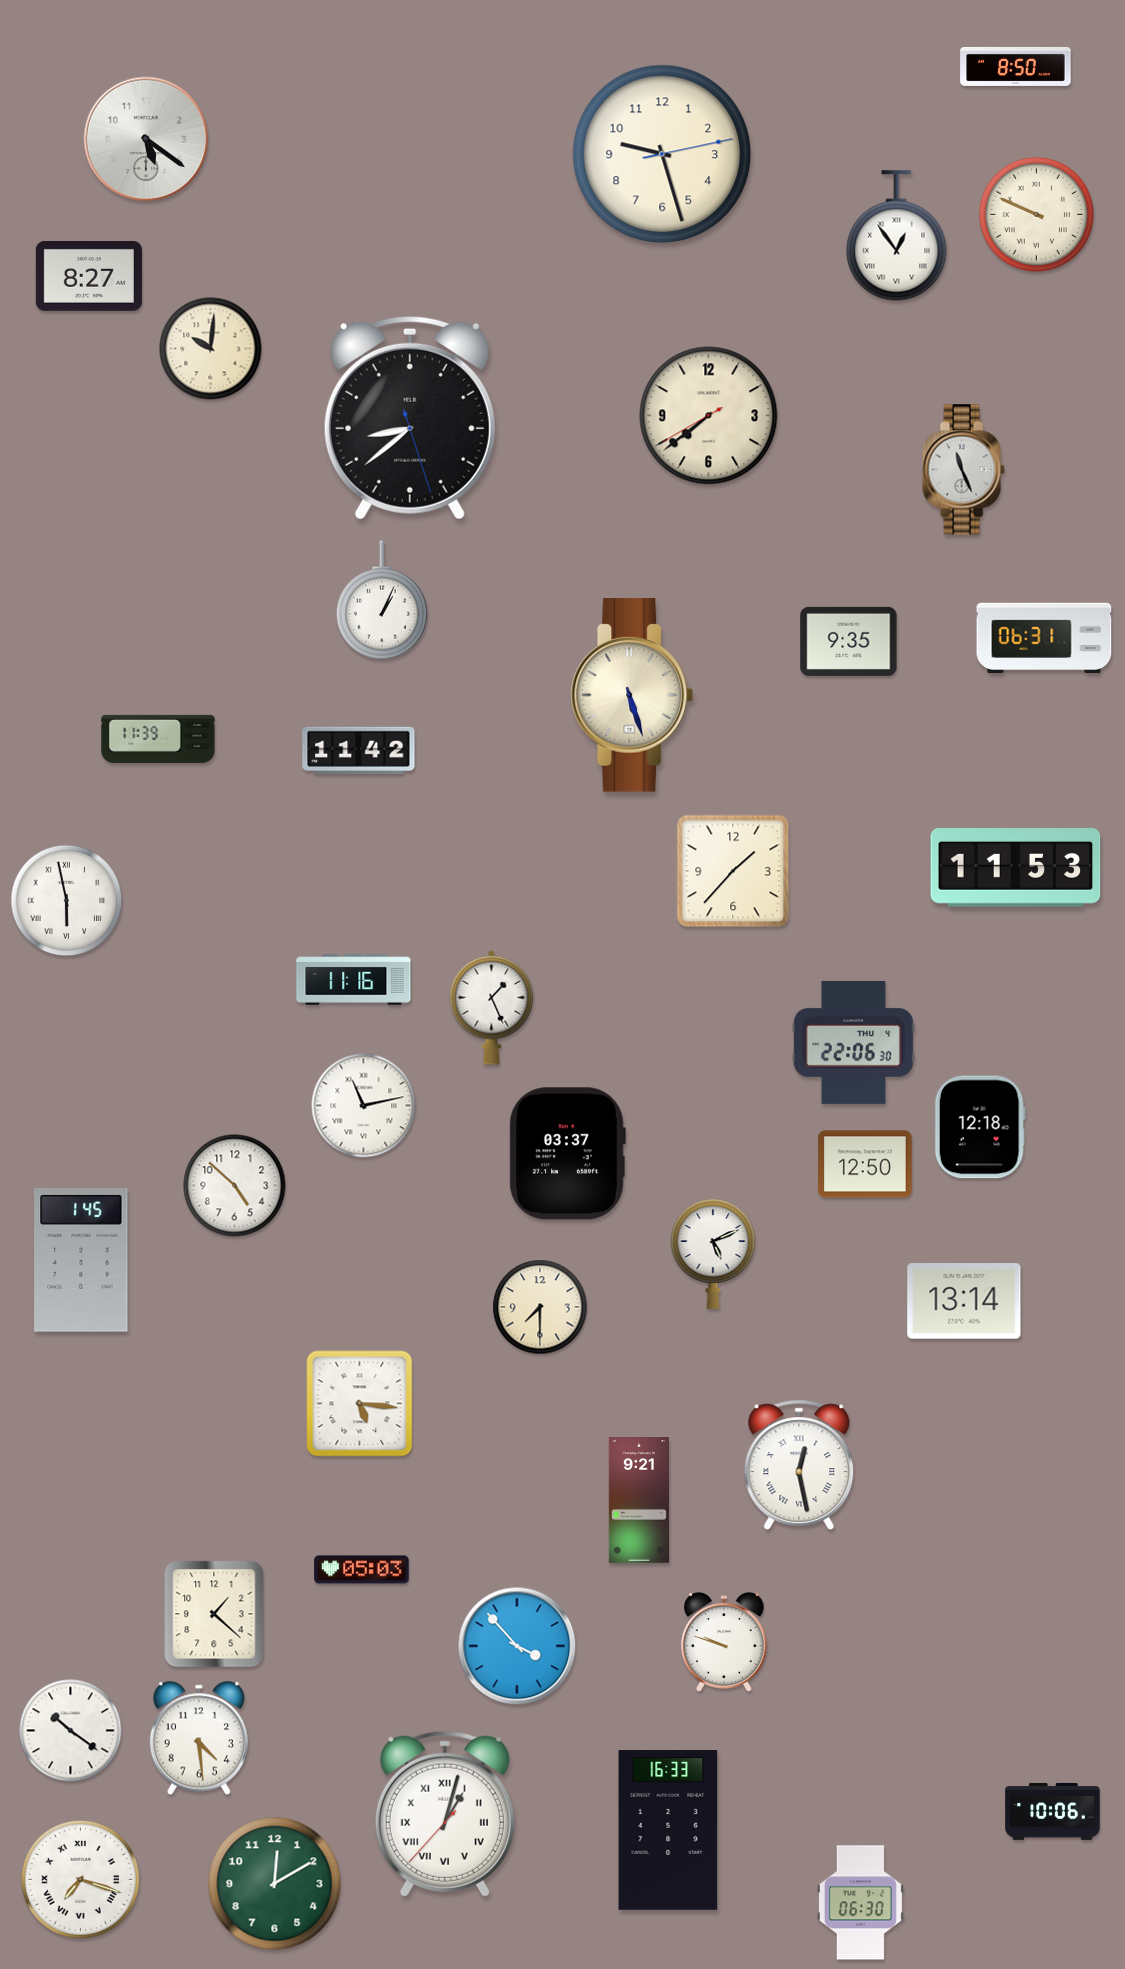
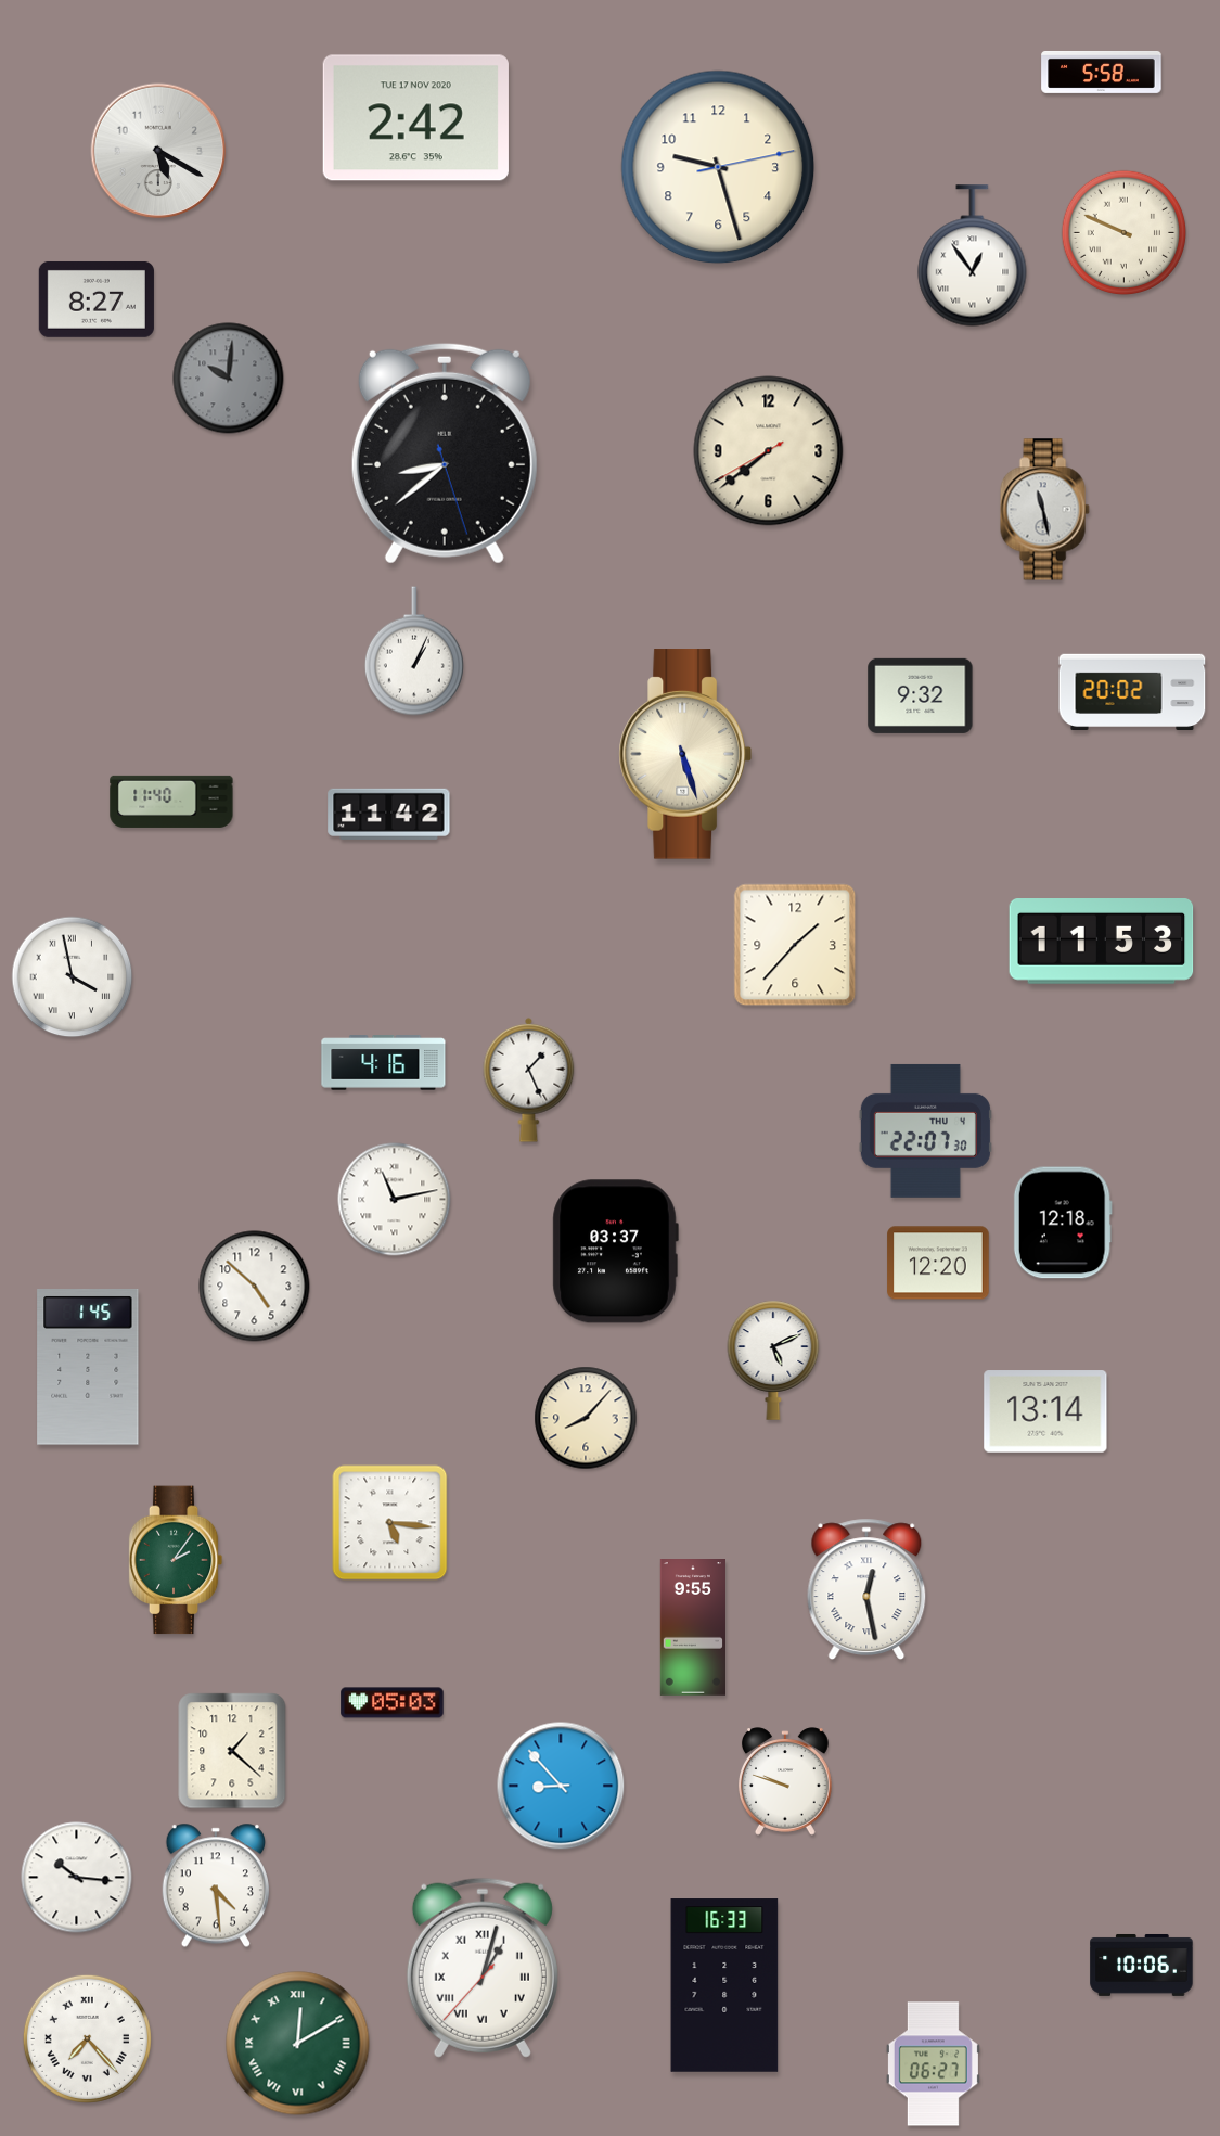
clock at (1016, 66): 8:50 -> 5:58
clock at (415, 118): none -> 2:42
clock at (146, 139): 5:21 -> 5:20
clock at (211, 349) dial: cream -> grey
clock at (963, 470): 11:26 -> 11:28
clock at (1044, 638): 06:31 -> 20:02
clock at (849, 641): 9:35 -> 9:32
clock at (158, 739): 11:39 -> 11:40
clock at (67, 901): 5:58 -> 3:58
clock at (354, 980): 11:16 -> 4:16
clock at (492, 1007) position: (492, 1007) -> (529, 1079)
clock at (853, 1042): 22:06 -> 22:07
clock at (865, 1164): 12:50 -> 12:20
clock at (540, 1307): 7:30 -> 8:07
clock at (176, 1560): none -> 2:06
clock at (638, 1501): 9:21 -> 9:55
clock at (517, 1646): 3:53 -> 8:53
clock at (71, 1731): 10:21 -> 10:16
clock at (80, 1879): 7:18 -> 7:23
clock at (275, 1884) numerals: Arabic -> Roman
clock at (860, 1903): 06:30 -> 06:27
